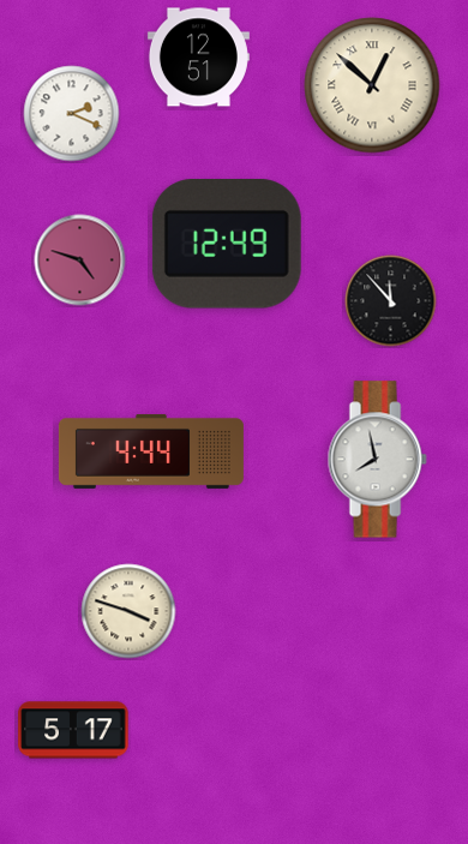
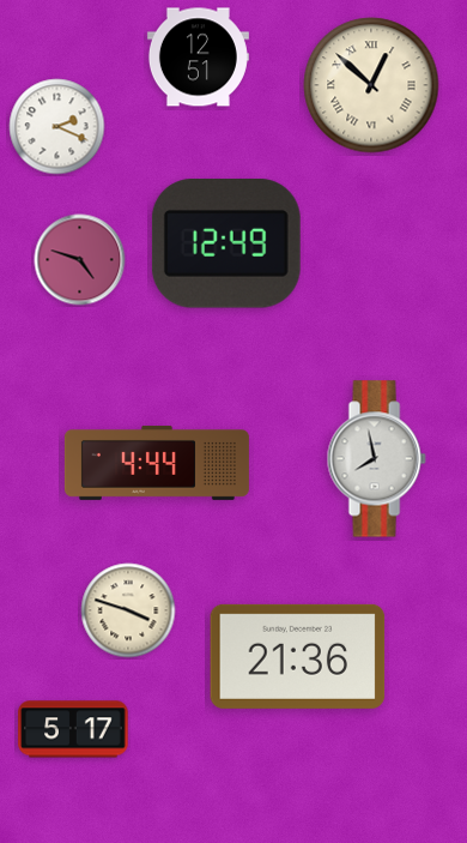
clock at (72, 114) position: (72, 114) -> (57, 127)
clock at (391, 301): 11:53 -> none
clock at (151, 451) position: (151, 451) -> (157, 463)
clock at (298, 656): none -> 21:36
